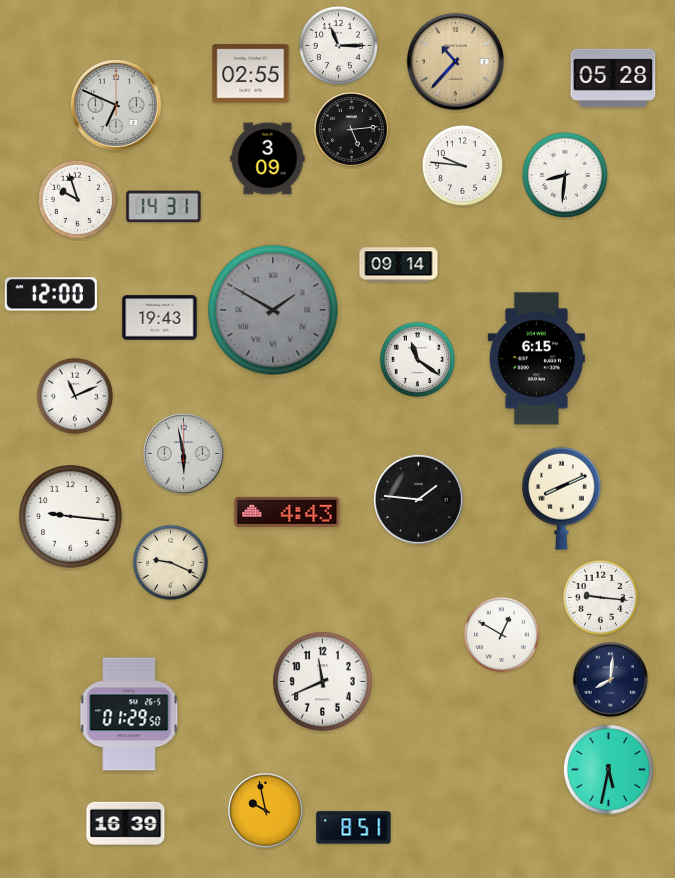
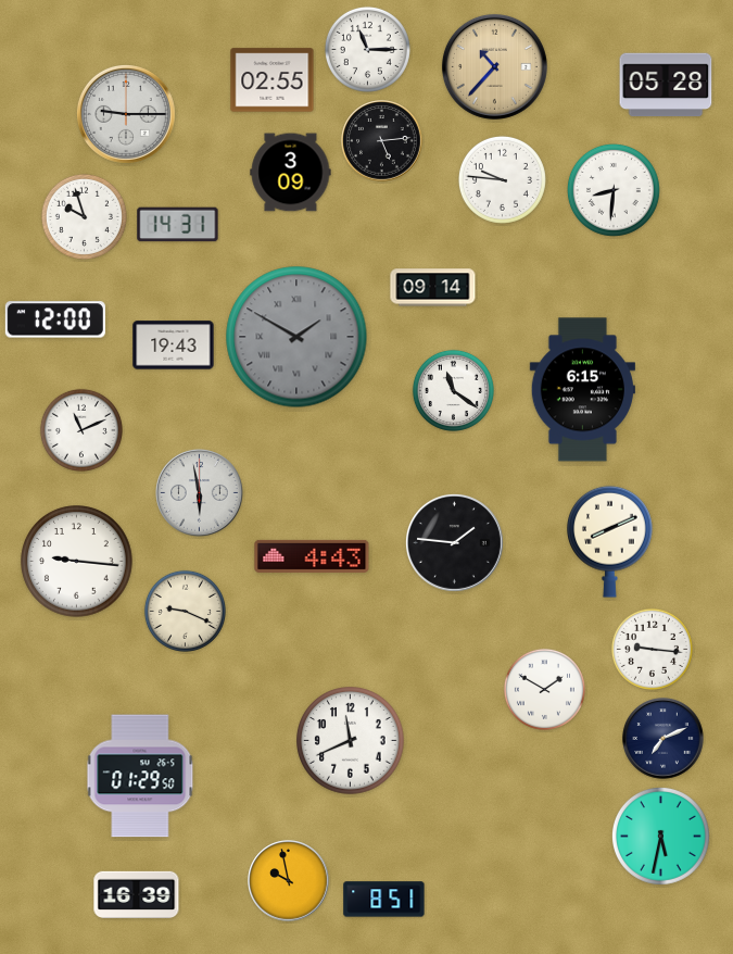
clock at (116, 105): 6:49 -> 9:15
clock at (501, 634): 12:50 -> 1:50
clock at (611, 680): 8:01 -> 7:11
